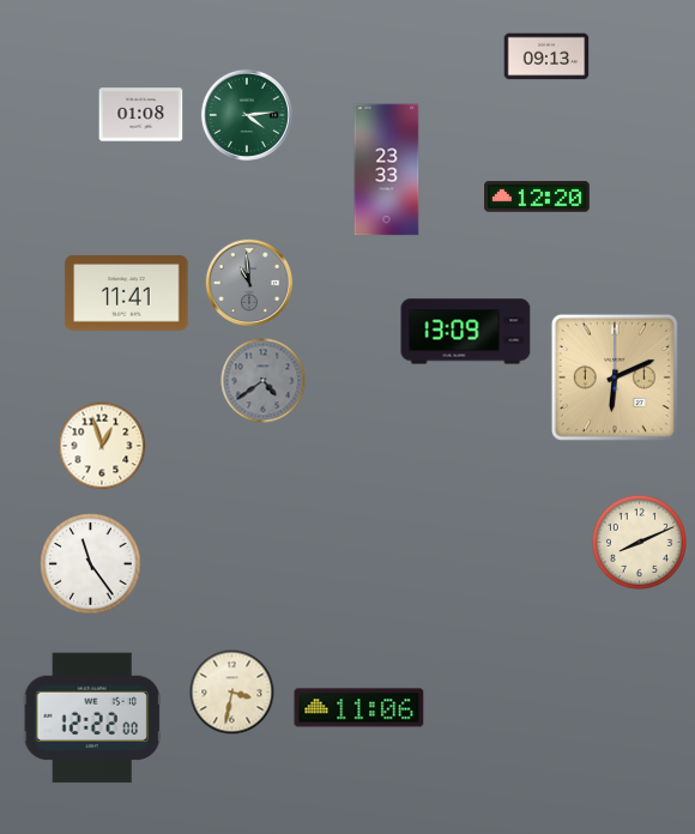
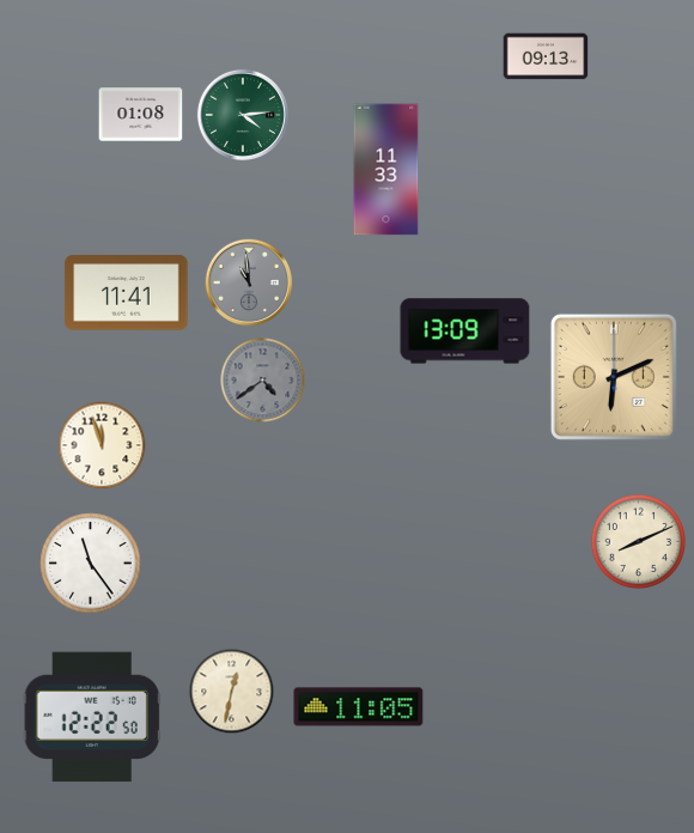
clock at (247, 115) position: (247, 115) -> (243, 115)
clock at (387, 170): 23:33 -> 11:33
clock at (538, 197): 12:20 -> none
clock at (102, 446): 12:57 -> 11:57
clock at (232, 693): 3:32 -> 12:32
clock at (359, 708): 11:06 -> 11:05
clock at (92, 718): 12:22:00 -> 12:22:50
